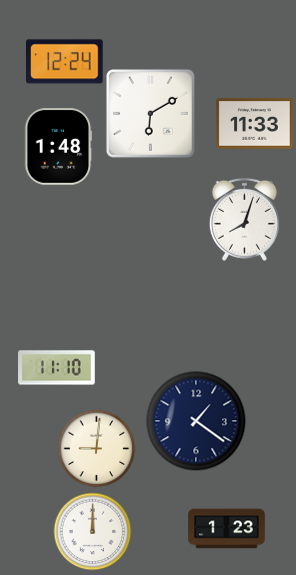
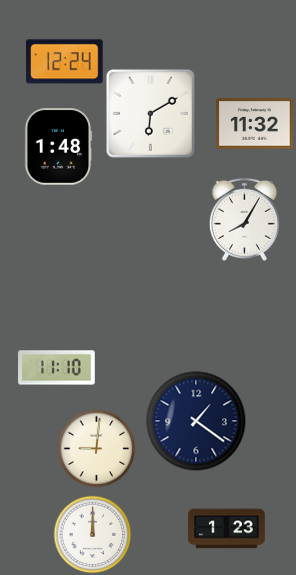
clock at (255, 124): 11:33 -> 11:32
clock at (244, 219): 8:03 -> 8:05
clock at (92, 531) position: (92, 531) -> (92, 534)
